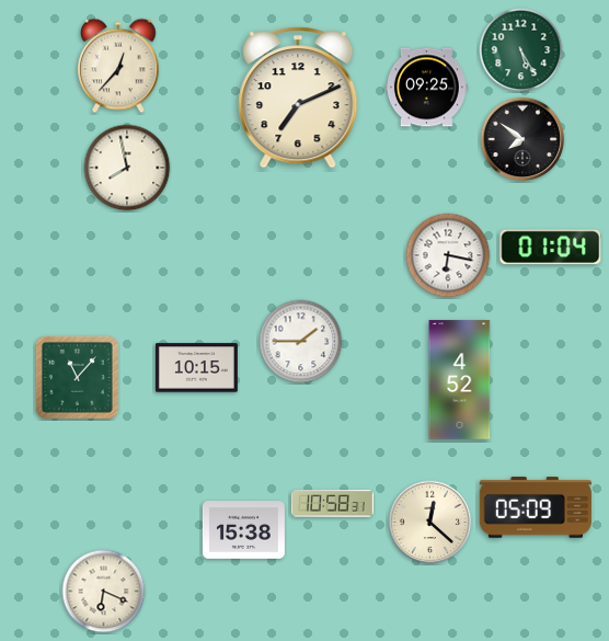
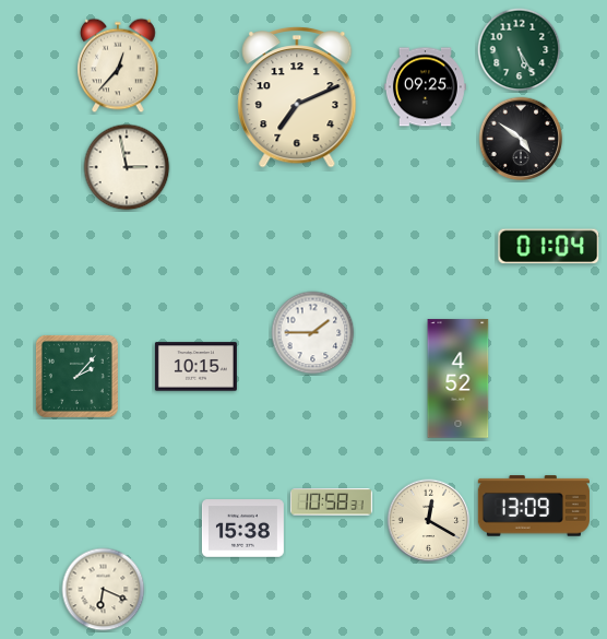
clock at (522, 139): 7:51 -> 4:51
clock at (127, 168): 7:58 -> 2:58
clock at (448, 255): 6:17 -> none
clock at (301, 342) position: (301, 342) -> (313, 333)
clock at (77, 377): 11:07 -> 2:07
clock at (536, 507): 05:09 -> 13:09
clock at (430, 523): 12:22 -> 12:20
